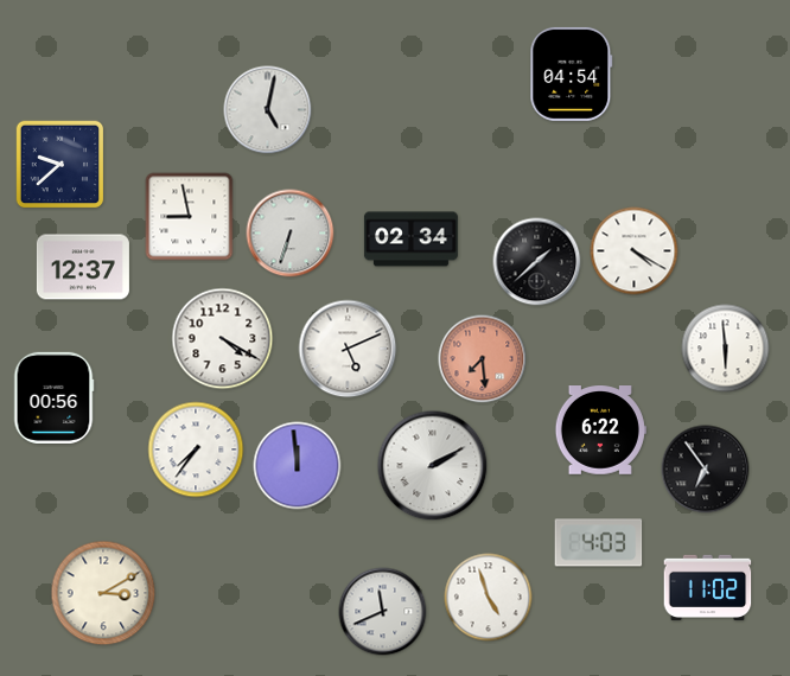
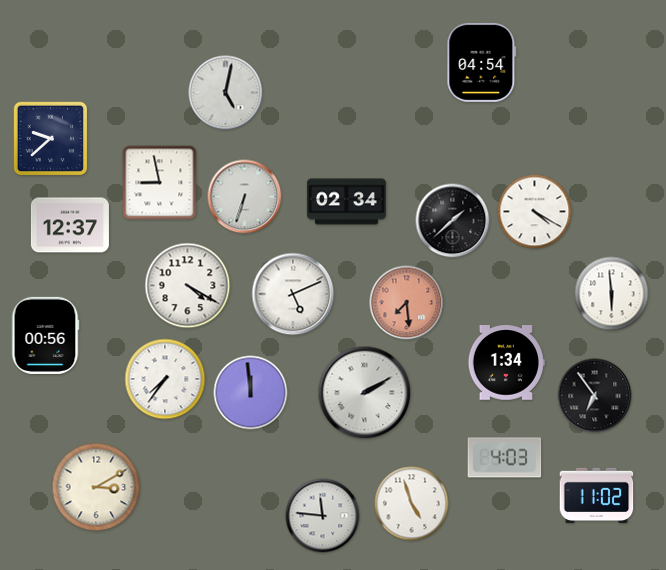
clock at (600, 431): 6:22 -> 1:34
clock at (103, 593) position: (103, 593) -> (96, 487)
clock at (383, 612): 11:41 -> 11:46
